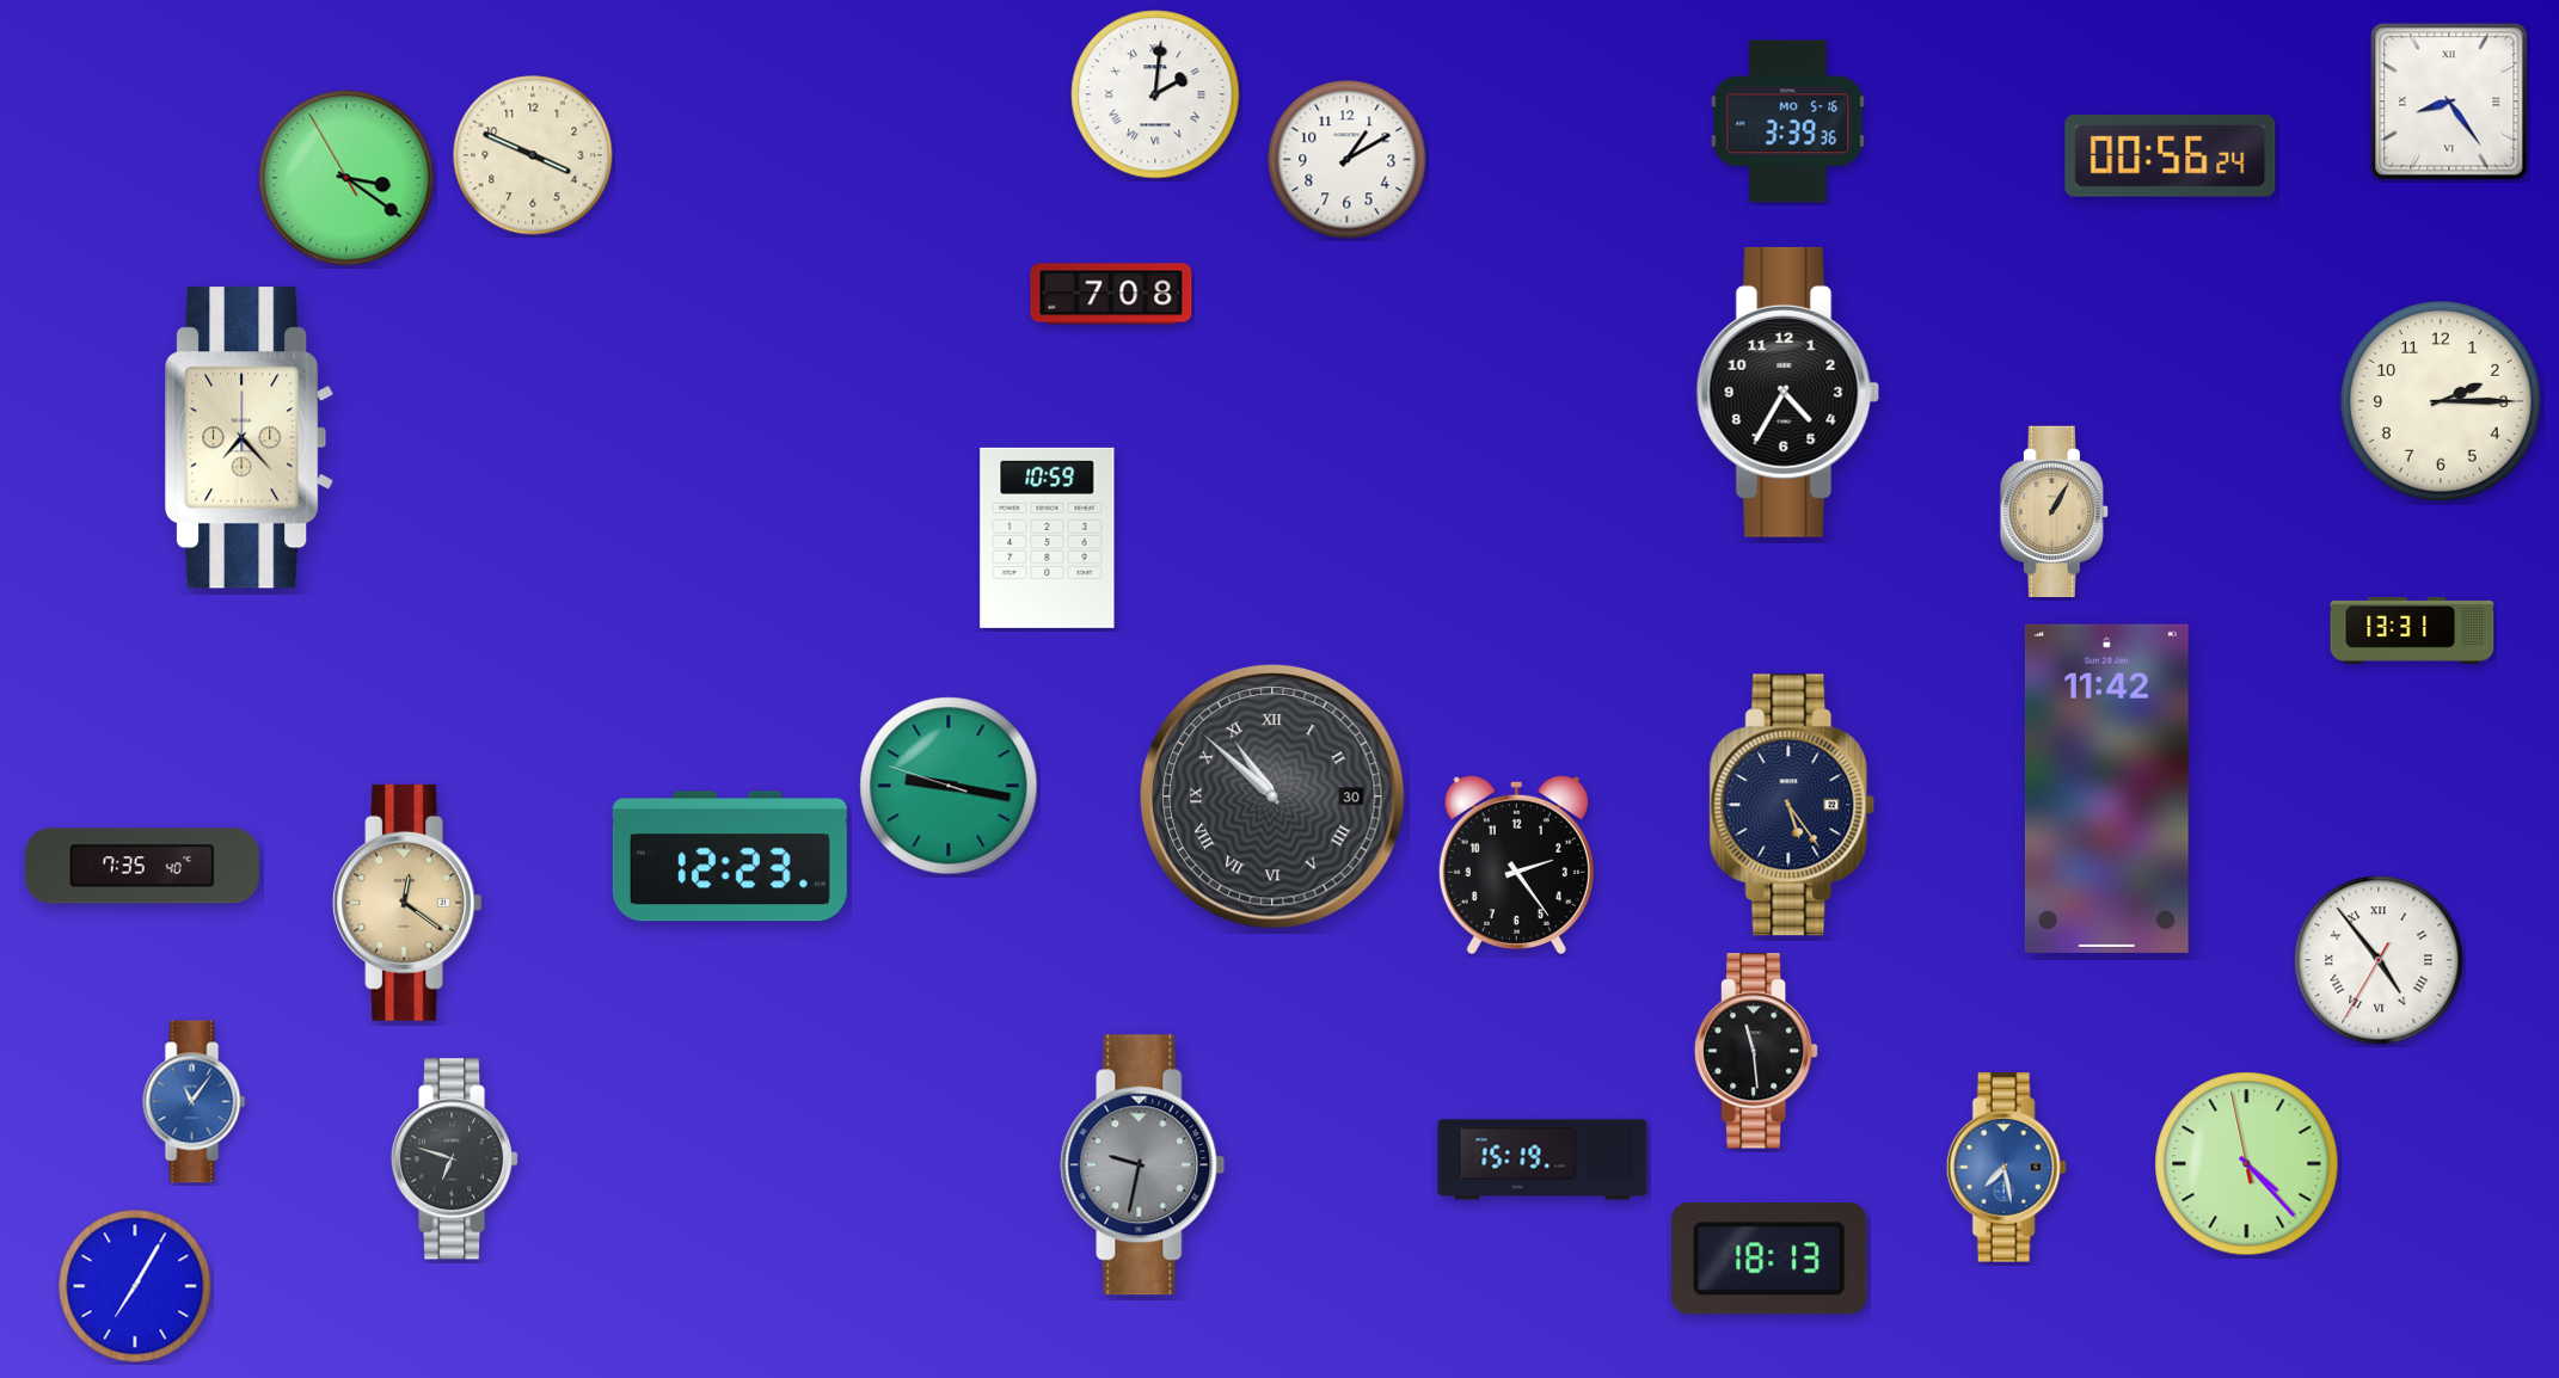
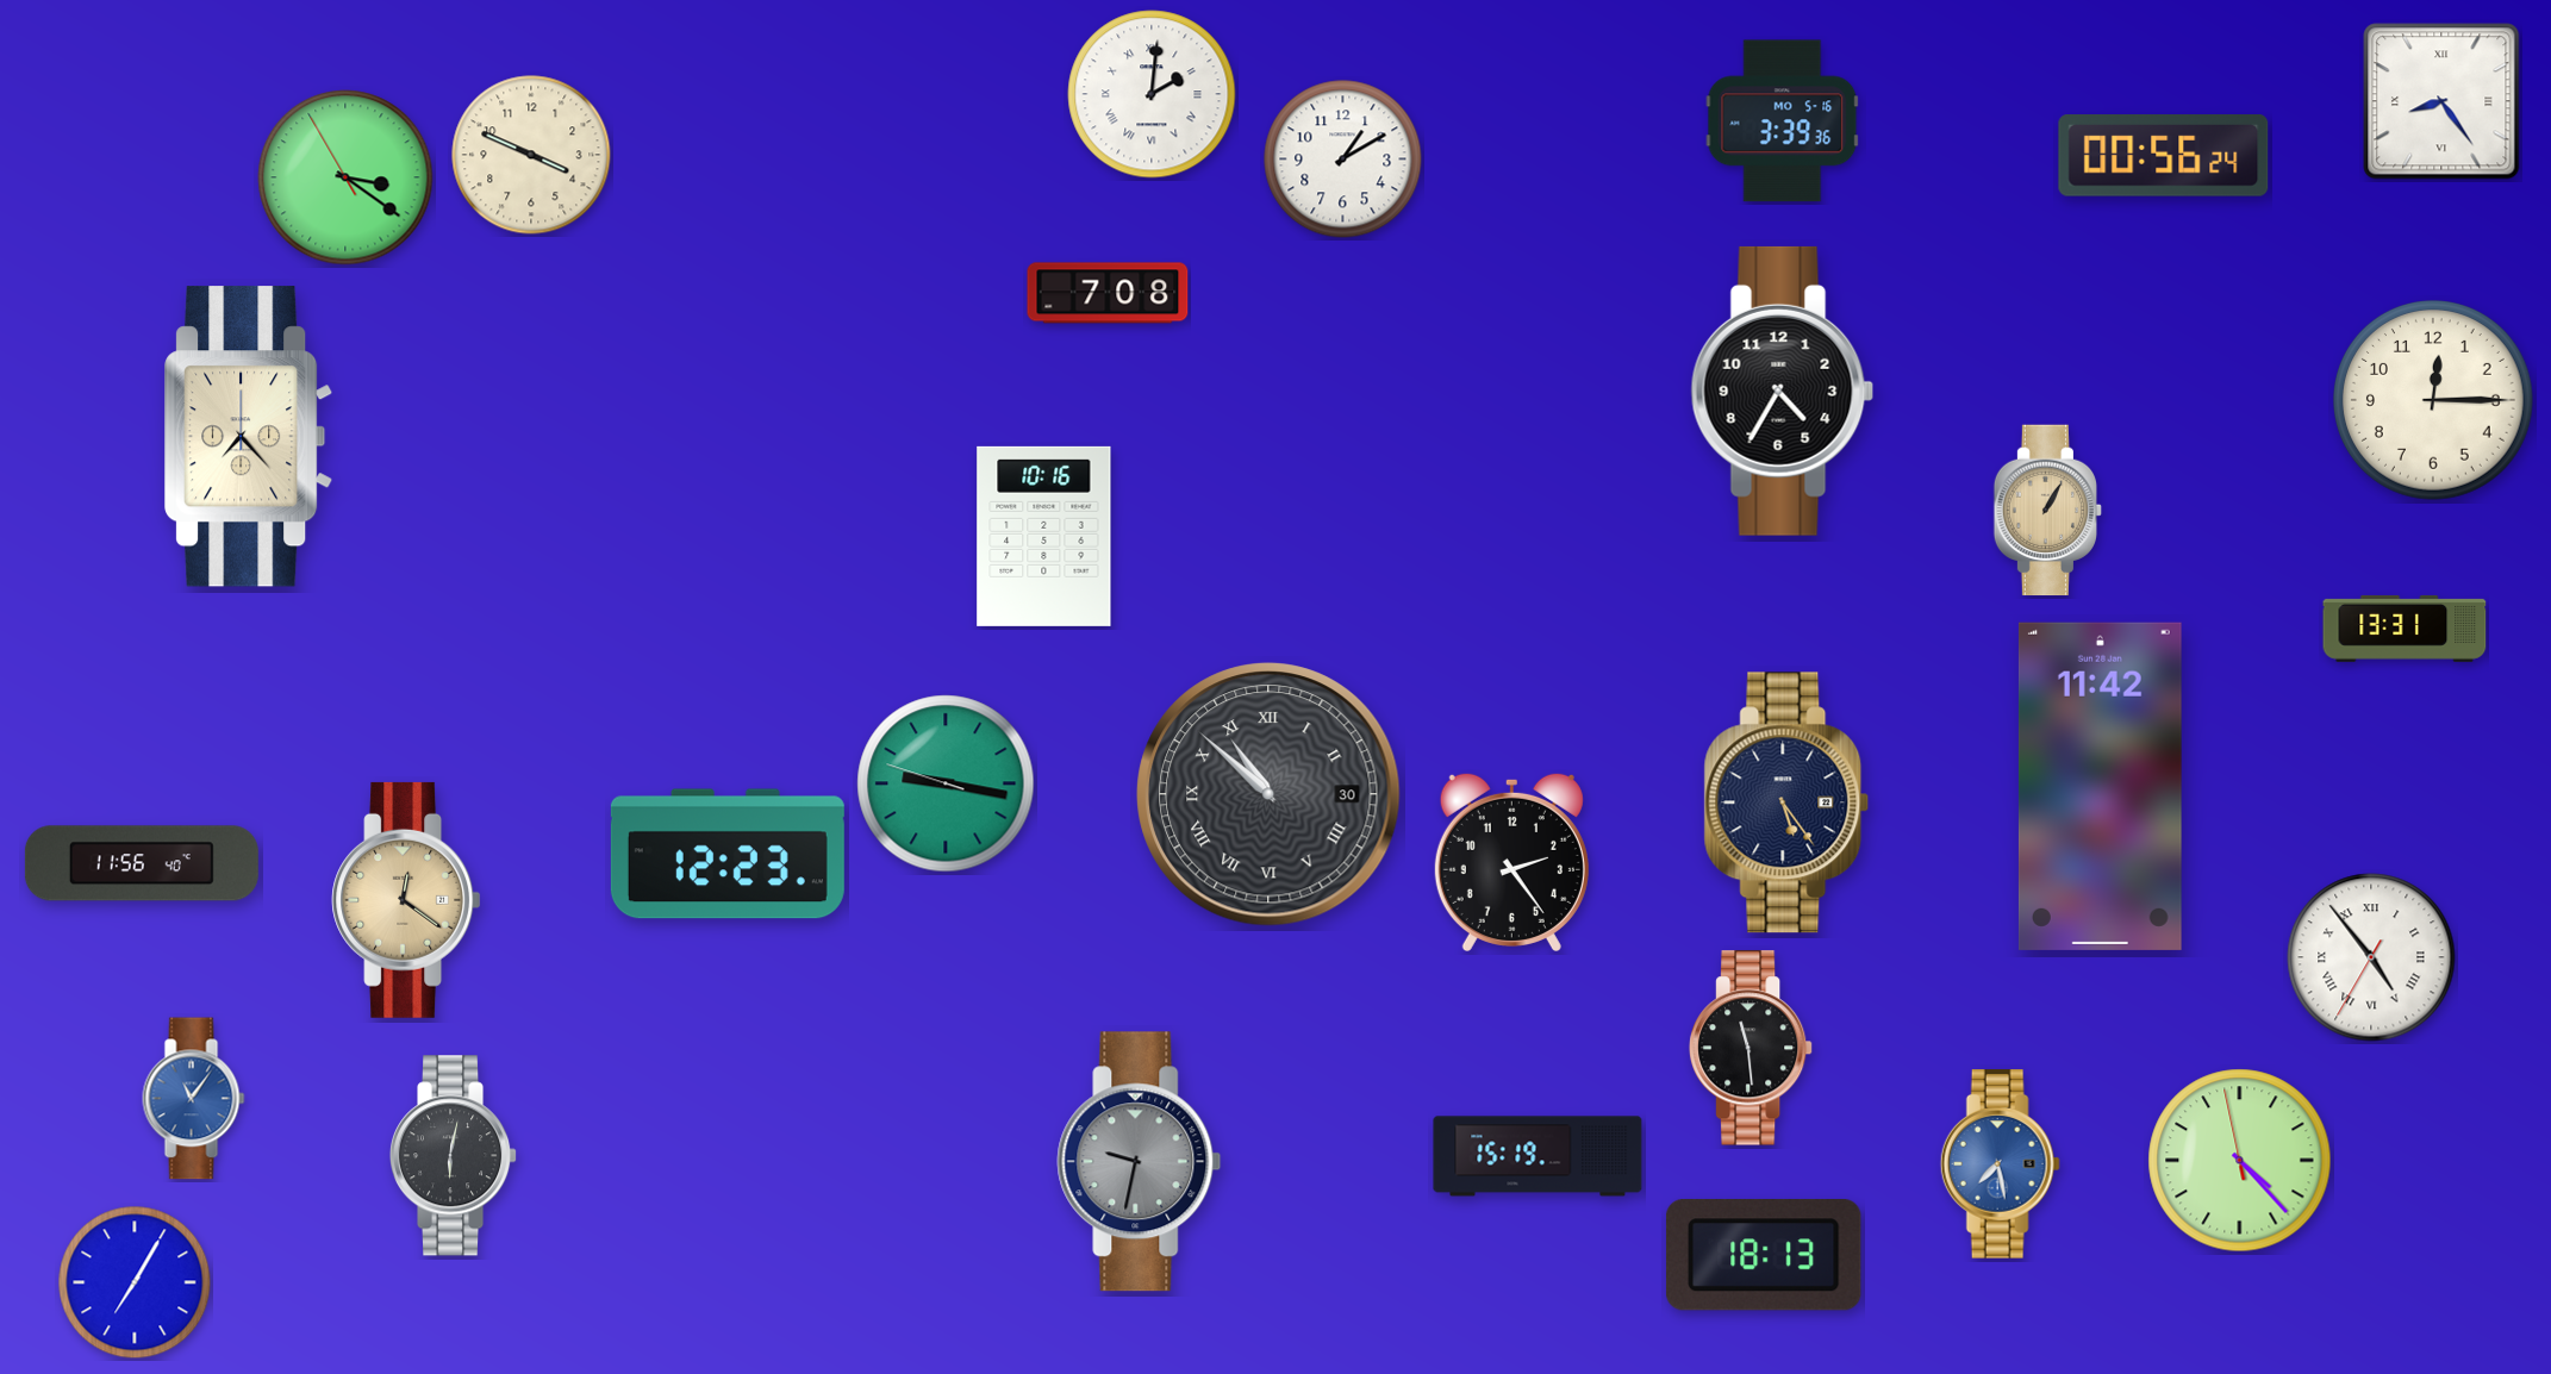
clock at (2442, 402): 2:15 -> 12:15
clock at (1048, 537): 10:59 -> 10:16
clock at (142, 866): 7:35 -> 11:56
clock at (455, 1159): 6:48 -> 6:02
